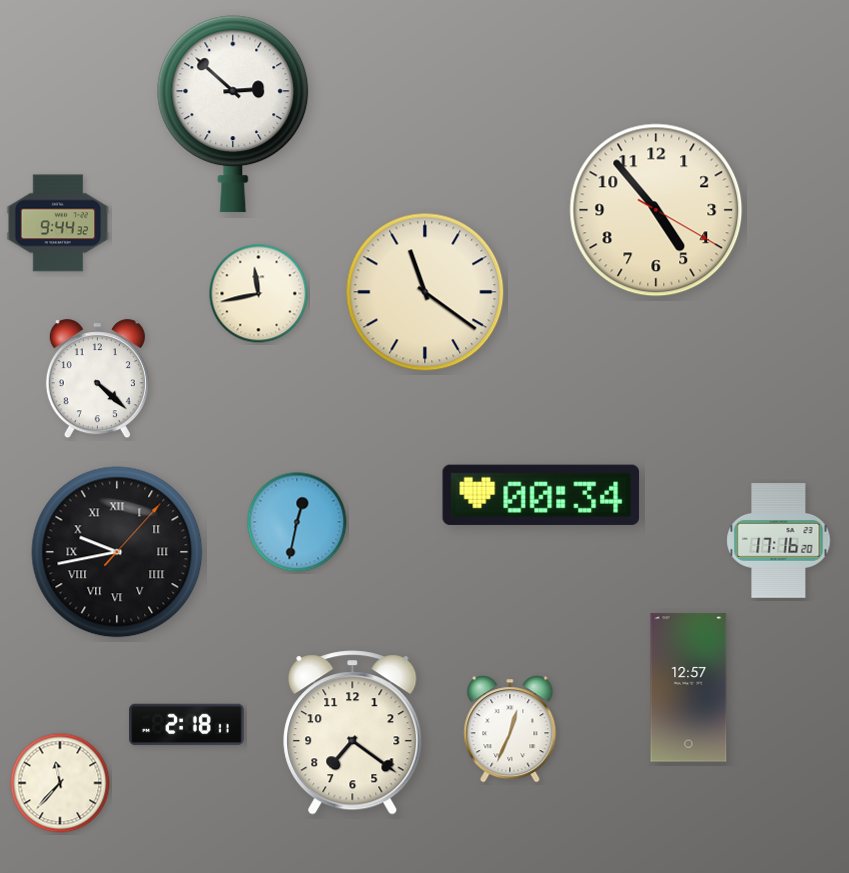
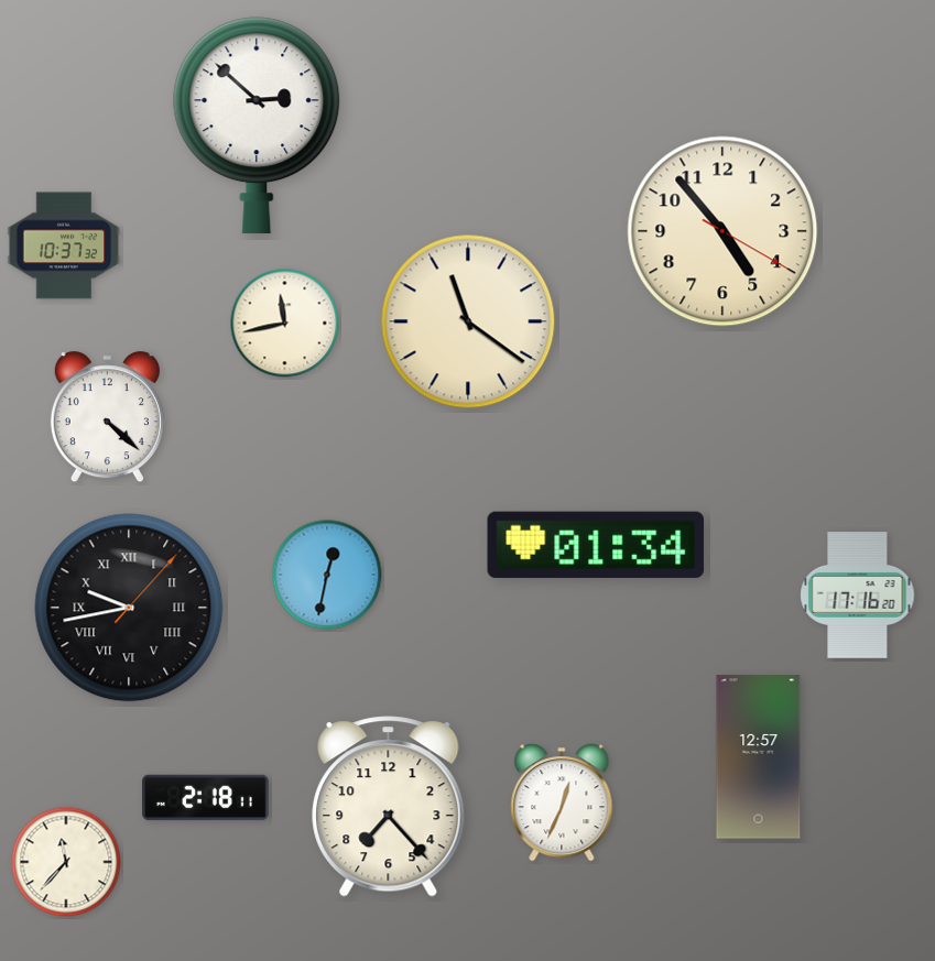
clock at (58, 223): 9:44 -> 10:37
clock at (541, 495): 00:34 -> 01:34
clock at (353, 733): 7:21 -> 7:23
